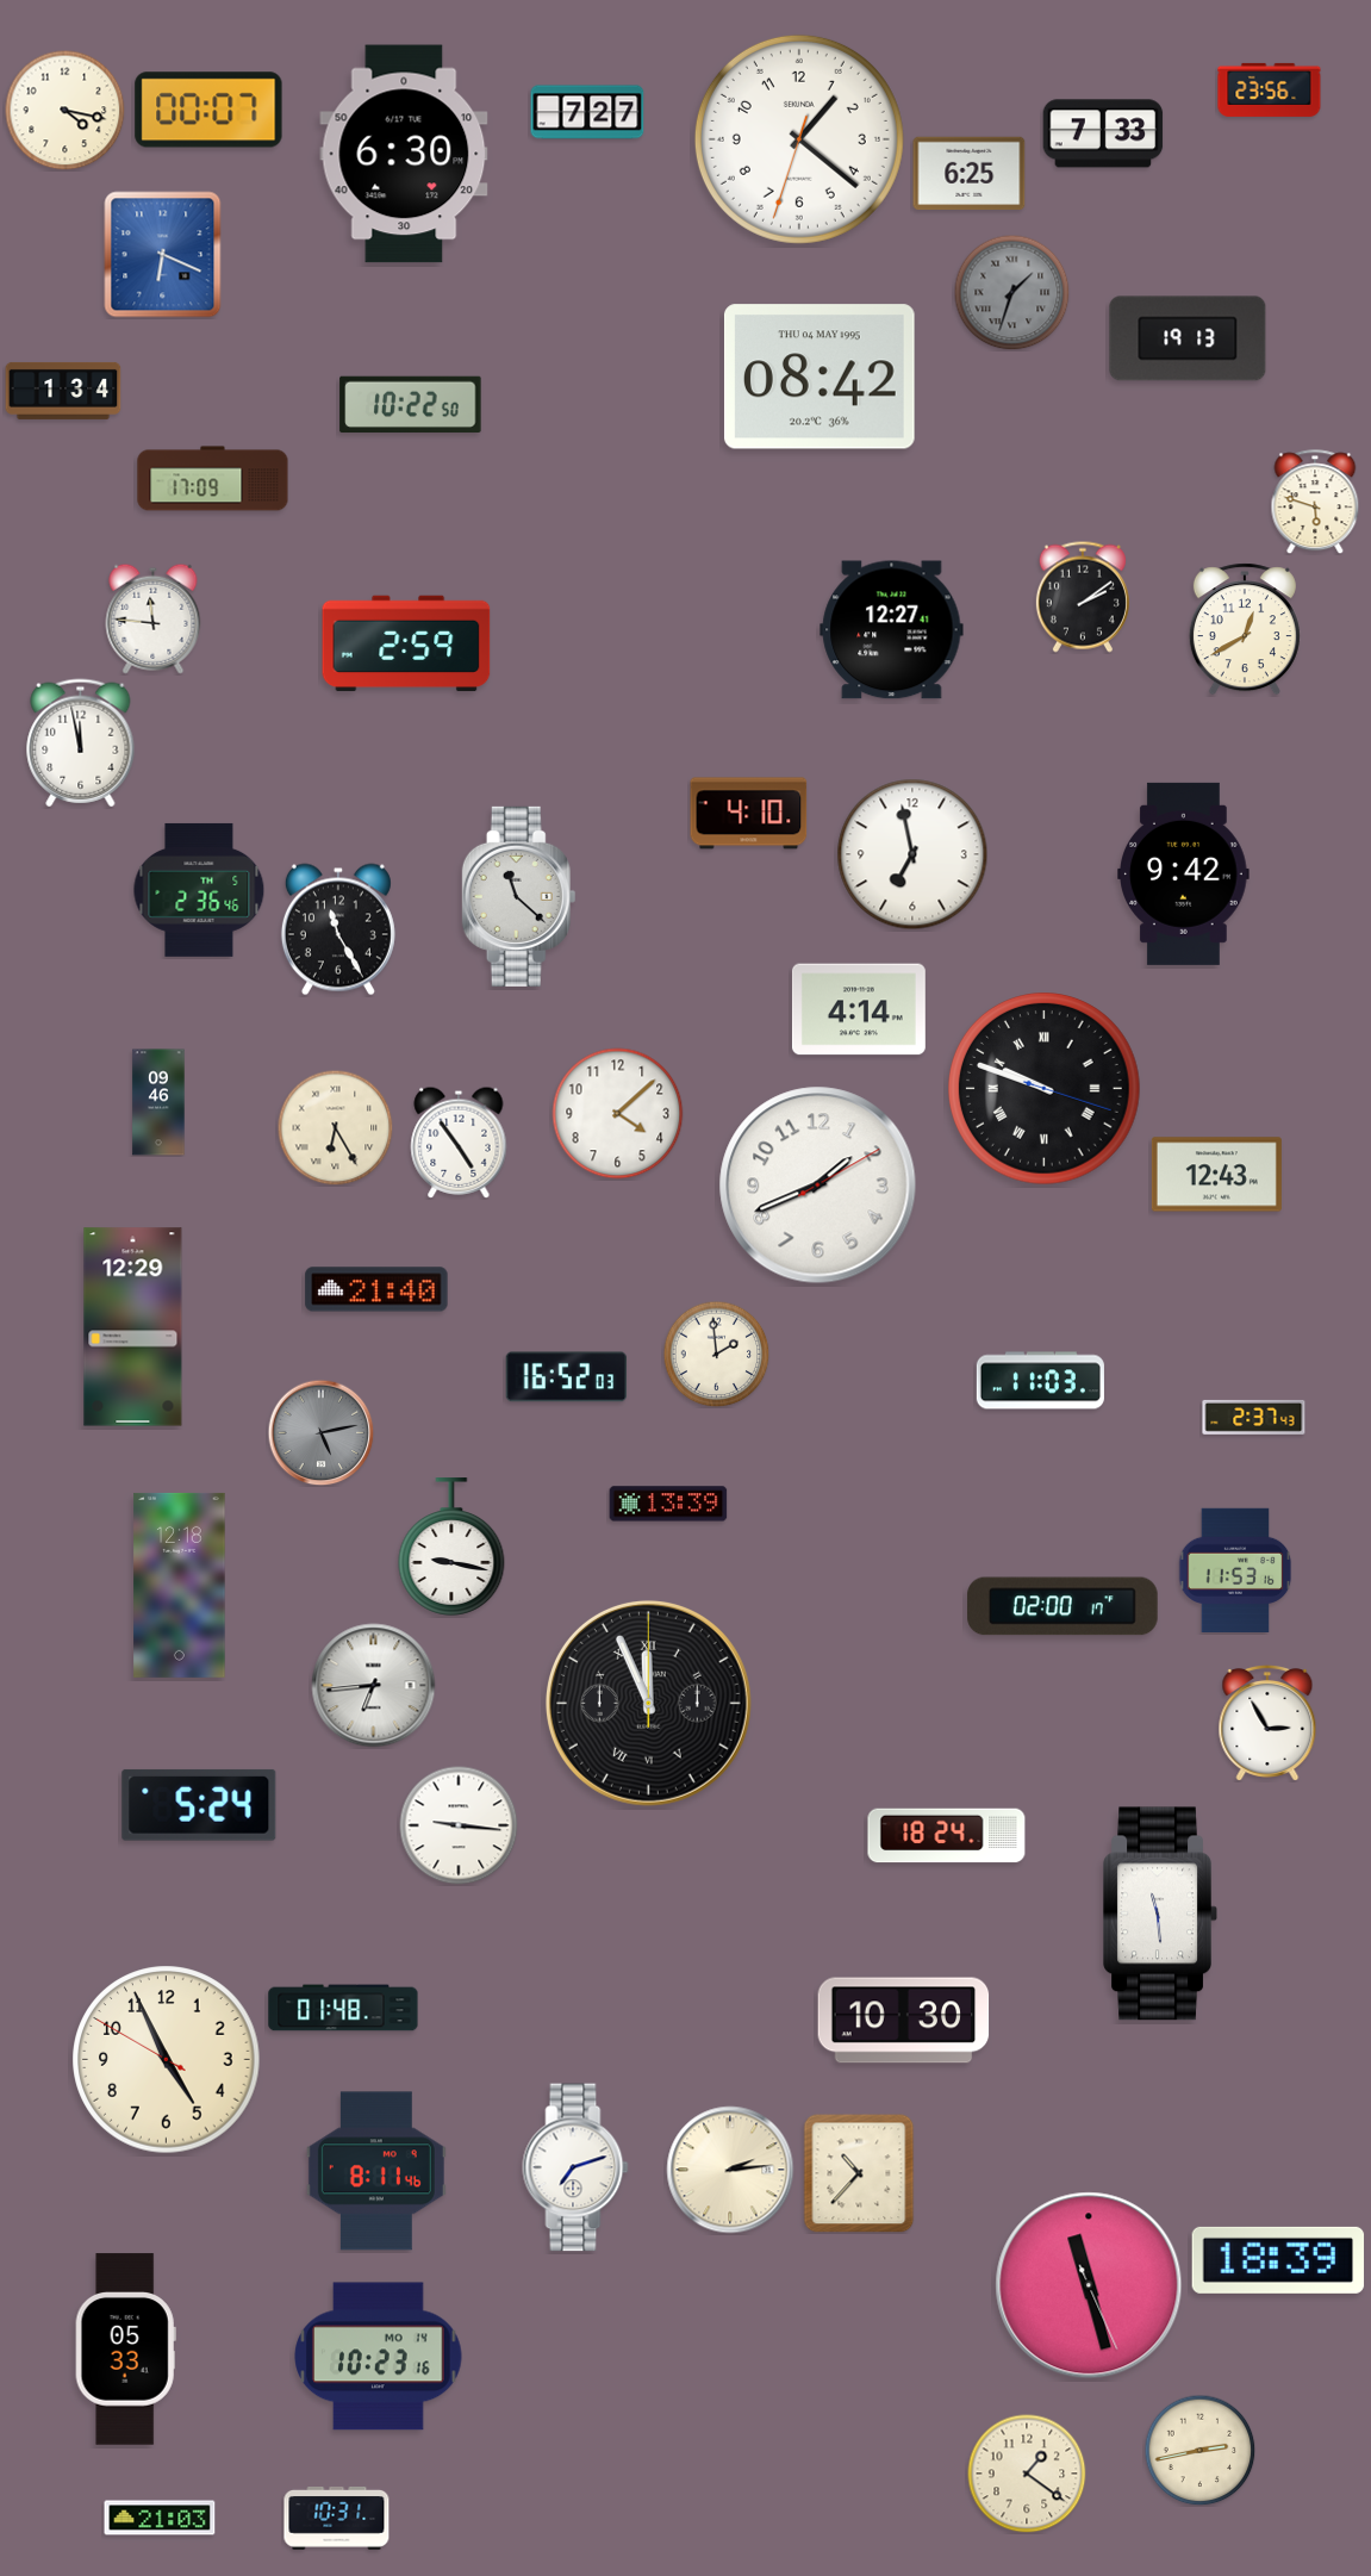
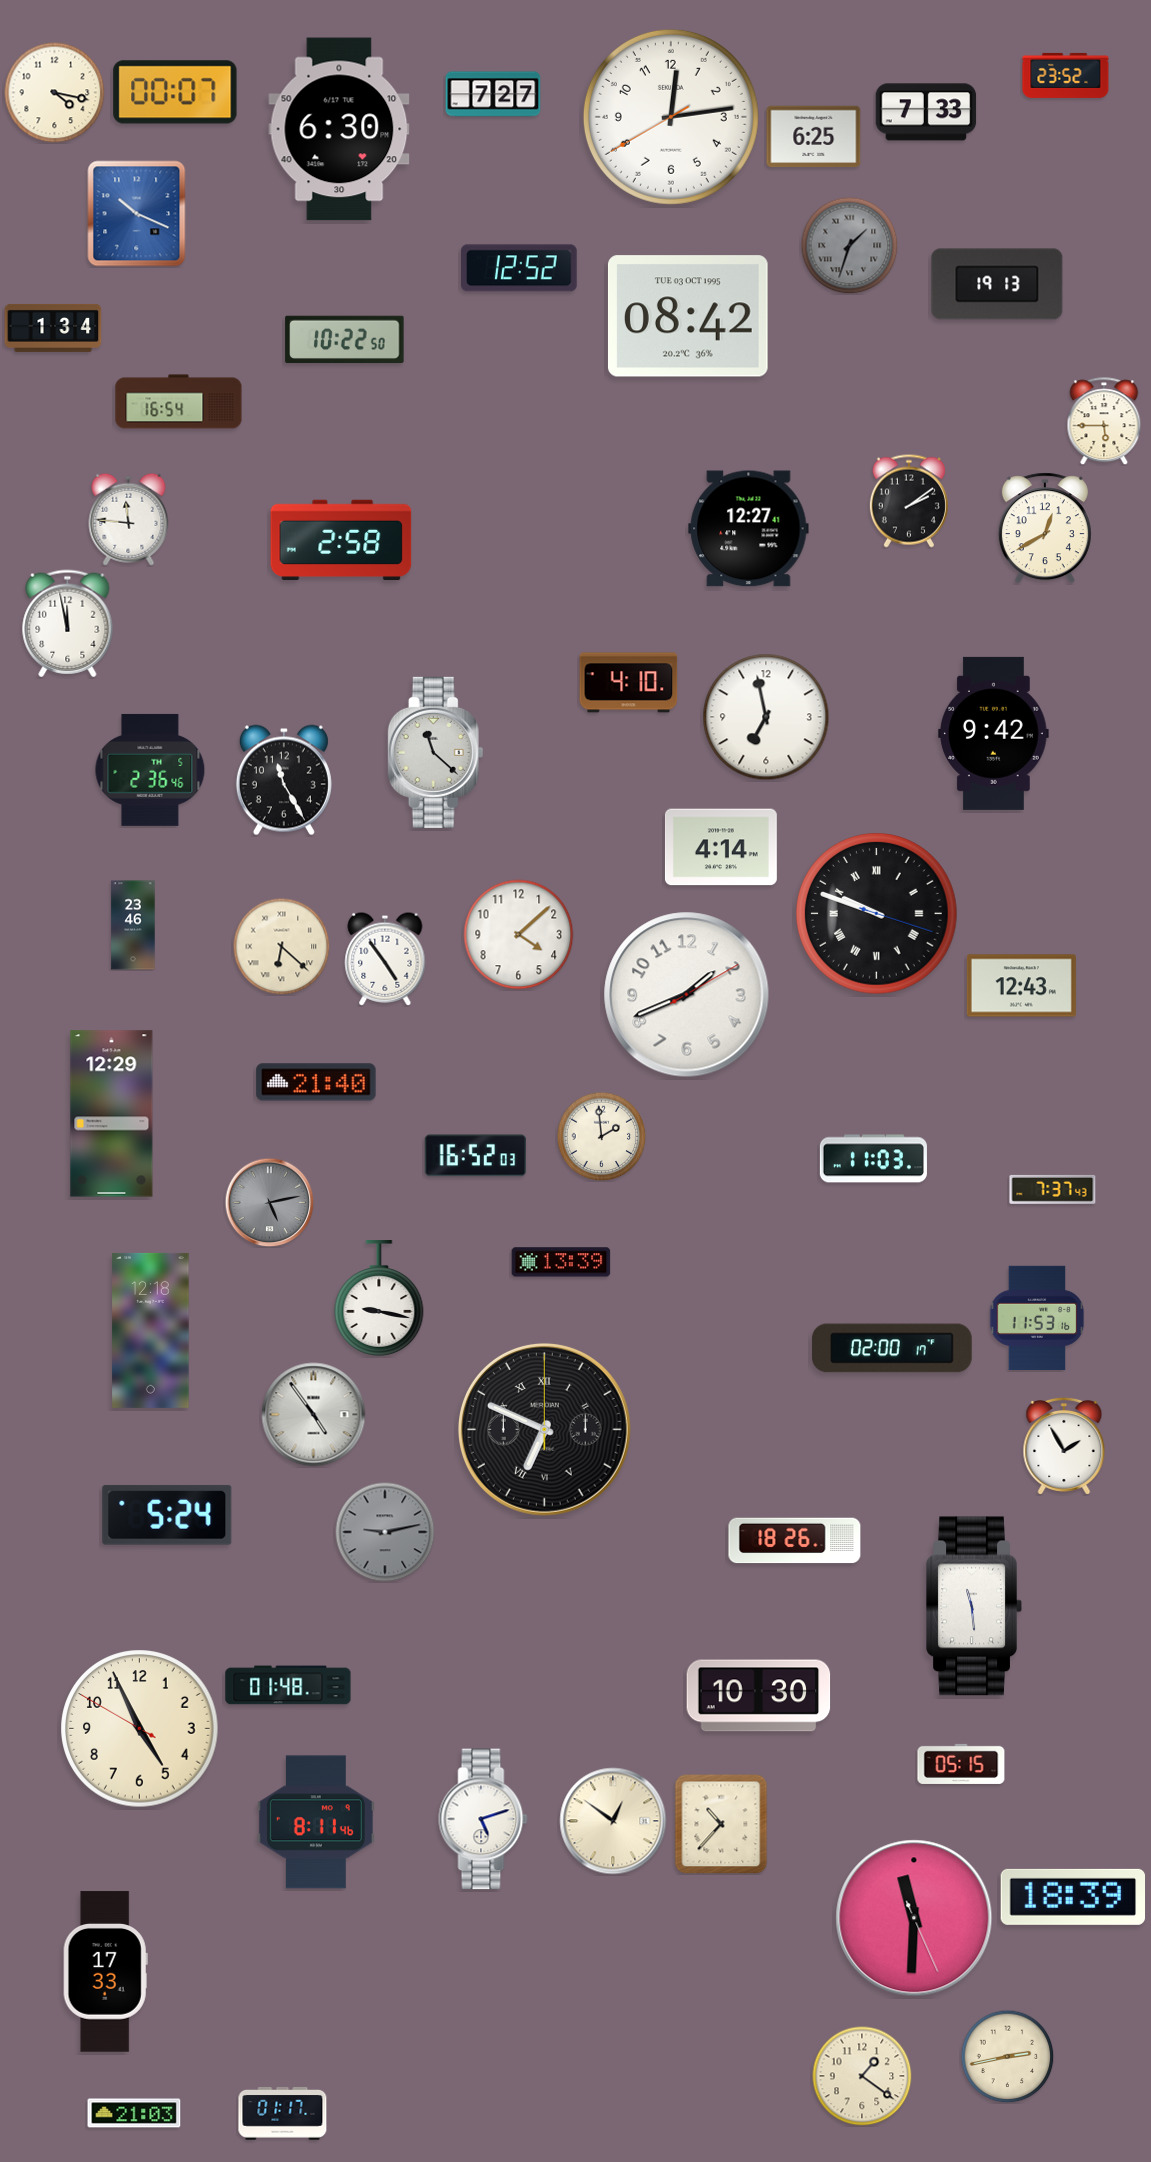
clock at (1270, 89): 23:56 -> 23:52
clock at (799, 139): 1:21 -> 12:13
clock at (970, 174) position: (970, 174) -> (814, 137)
clock at (163, 255): 6:19 -> 10:19
clock at (520, 268): none -> 12:52
clock at (820, 377) date: THU 04 MAY 1995 -> TUE 03 OCT 1995
clock at (213, 479): 17:09 -> 16:54
clock at (1315, 502): 5:48 -> 5:45
clock at (406, 643): 2:59 -> 2:58
clock at (199, 890) position: (199, 890) -> (150, 770)
clock at (158, 1102): 09:46 -> 23:46
clock at (335, 1127): 6:25 -> 6:22
clock at (1254, 1417): 2:37 -> 7:37
clock at (374, 1686): 6:44 -> 4:54
clock at (648, 1703): 11:56 -> 6:49
clock at (1267, 1723): 2:55 -> 1:55
clock at (459, 1825): 9:16 -> 9:13
clock at (459, 1825) dial: white -> grey
clock at (947, 1836): 18:24 -> 18:26
clock at (961, 1764): none -> 05:15
clock at (575, 2167): 7:12 -> 5:12
clock at (730, 2170): 2:14 -> 12:51
clock at (1089, 2285): 11:27 -> 11:30
clock at (125, 2350): 05:33 -> 17:33
clock at (379, 2357): 10:23 -> none
clock at (337, 2519): 10:31 -> 01:17
